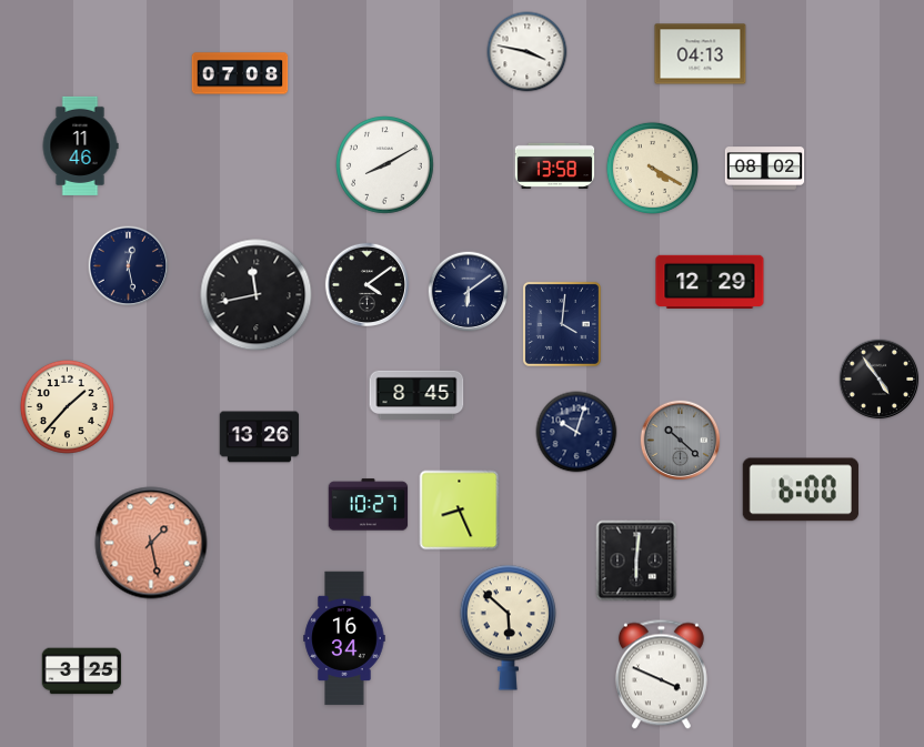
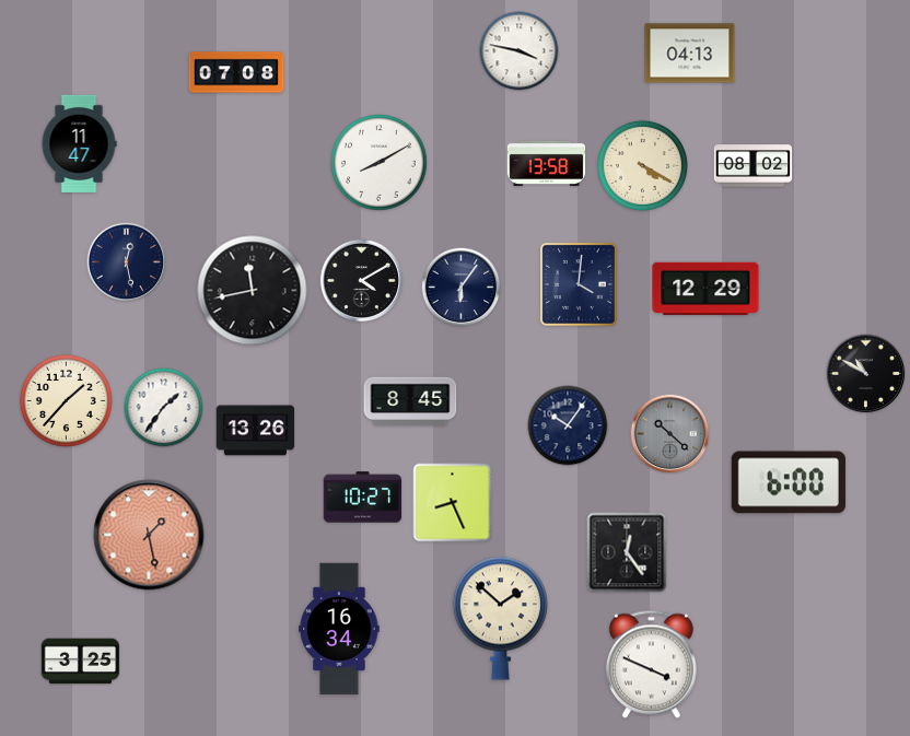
clock at (80, 145): 11:46 -> 11:47
clock at (710, 282) position: (710, 282) -> (705, 289)
clock at (366, 284): 4:09 -> 4:10
clock at (469, 292): 6:09 -> 6:06
clock at (562, 324) position: (562, 324) -> (579, 284)
clock at (880, 380): 4:54 -> 10:50
clock at (416, 394) position: (416, 394) -> (410, 400)
clock at (164, 408): none -> 1:36
clock at (576, 432): 10:03 -> 10:06
clock at (636, 561): 6:01 -> 12:24
clock at (508, 627): 5:52 -> 1:52
